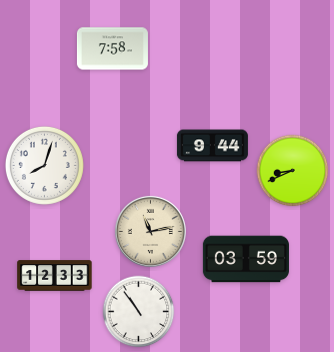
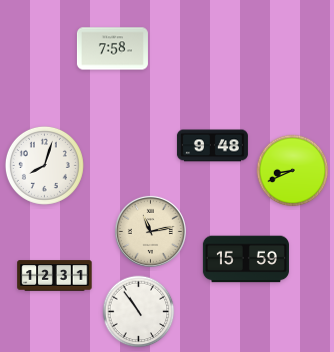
clock at (212, 146): 9:44 -> 9:48
clock at (246, 259): 03:59 -> 15:59
clock at (55, 276): 12:33 -> 12:31
